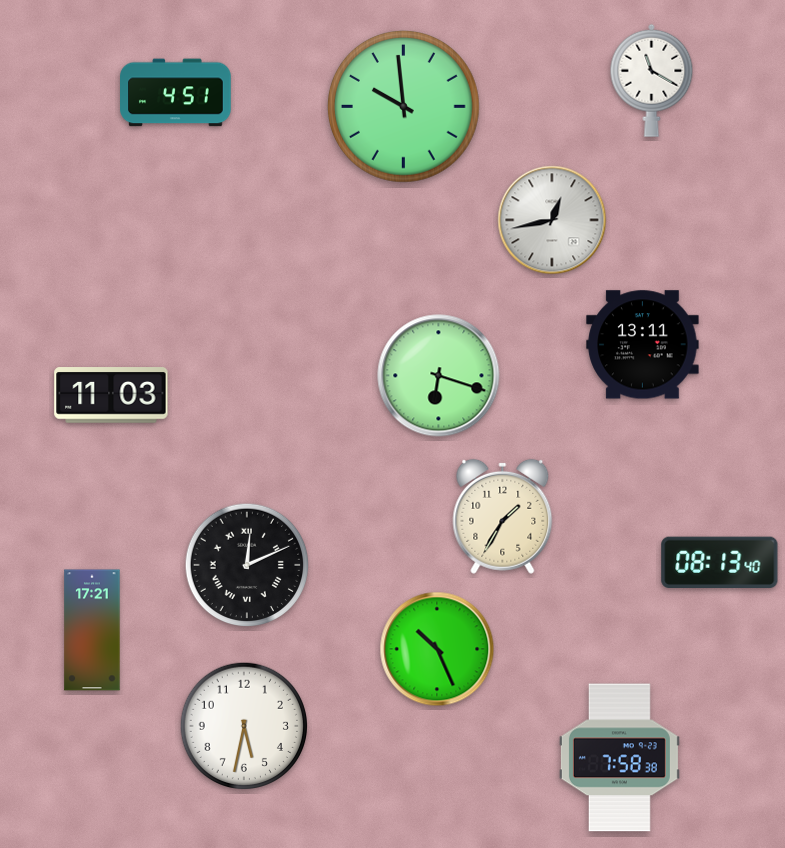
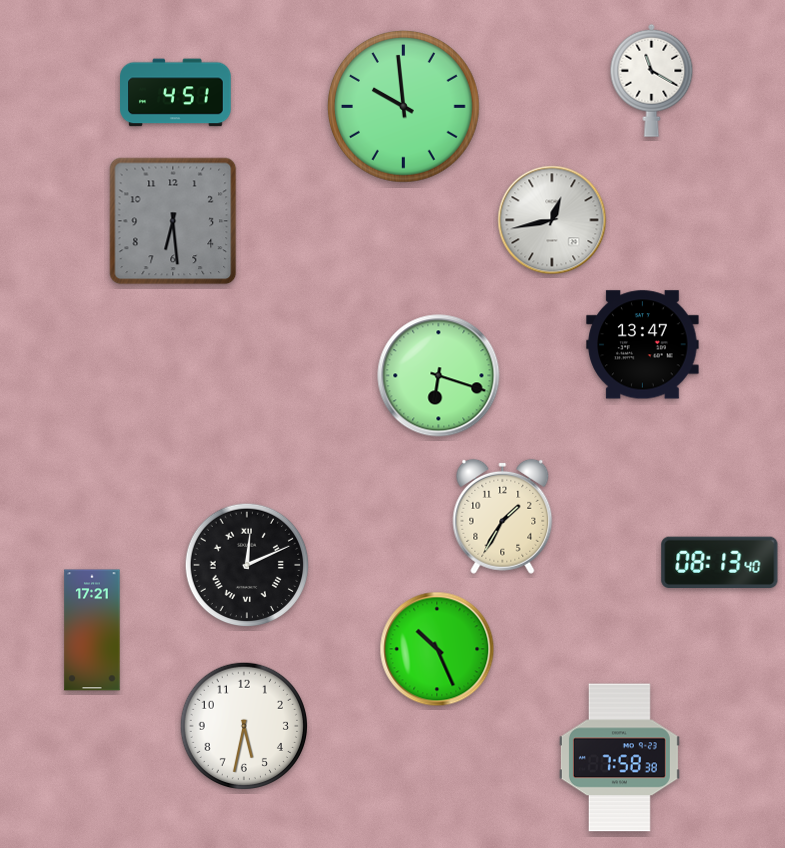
clock at (173, 221): none -> 6:29
clock at (643, 345): 13:11 -> 13:47
clock at (111, 395): 11:03 -> none
